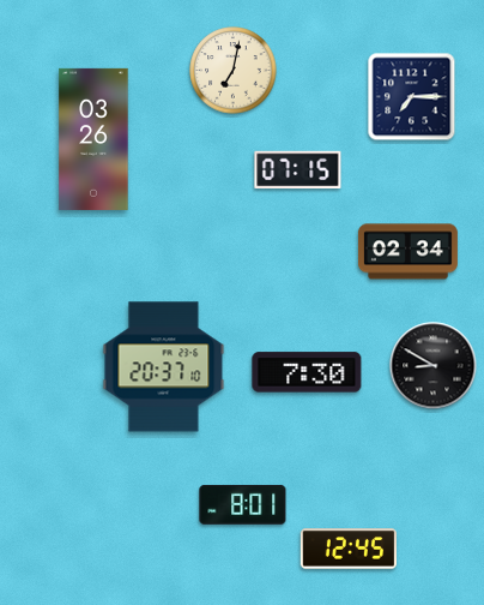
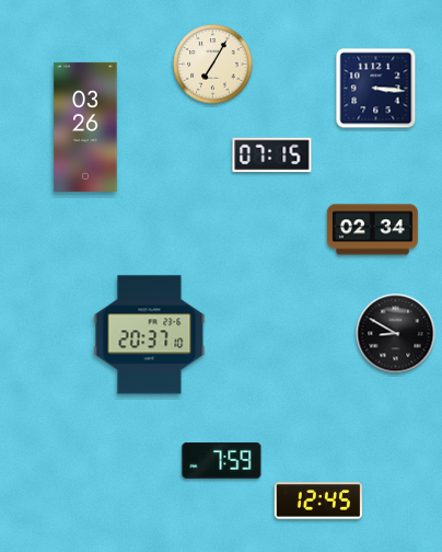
clock at (234, 71): 7:02 -> 7:05
clock at (412, 97): 7:15 -> 3:16
clock at (307, 372): 7:30 -> none
clock at (243, 504): 8:01 -> 7:59
